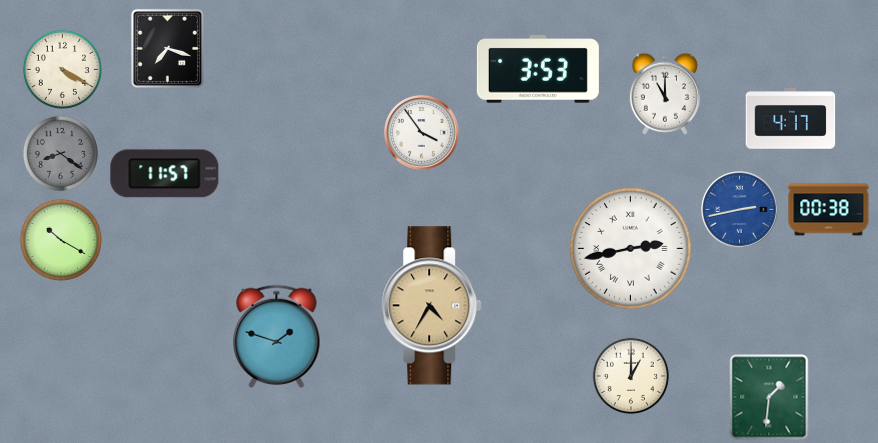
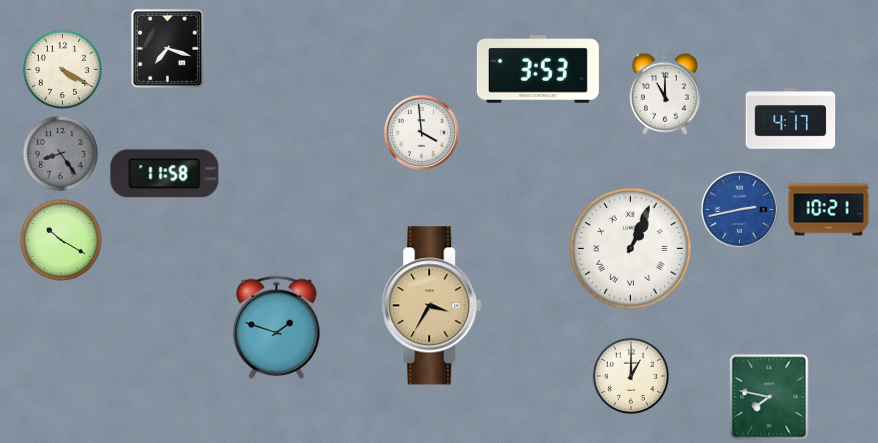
clock at (422, 133): 3:54 -> 3:59
clock at (60, 153): 8:21 -> 8:24
clock at (165, 174): 11:57 -> 11:58
clock at (829, 210): 00:38 -> 10:21
clock at (631, 249): 2:43 -> 1:04
clock at (432, 306): 4:35 -> 3:35
clock at (277, 336) position: (277, 336) -> (277, 327)
clock at (769, 397): 1:31 -> 7:47
